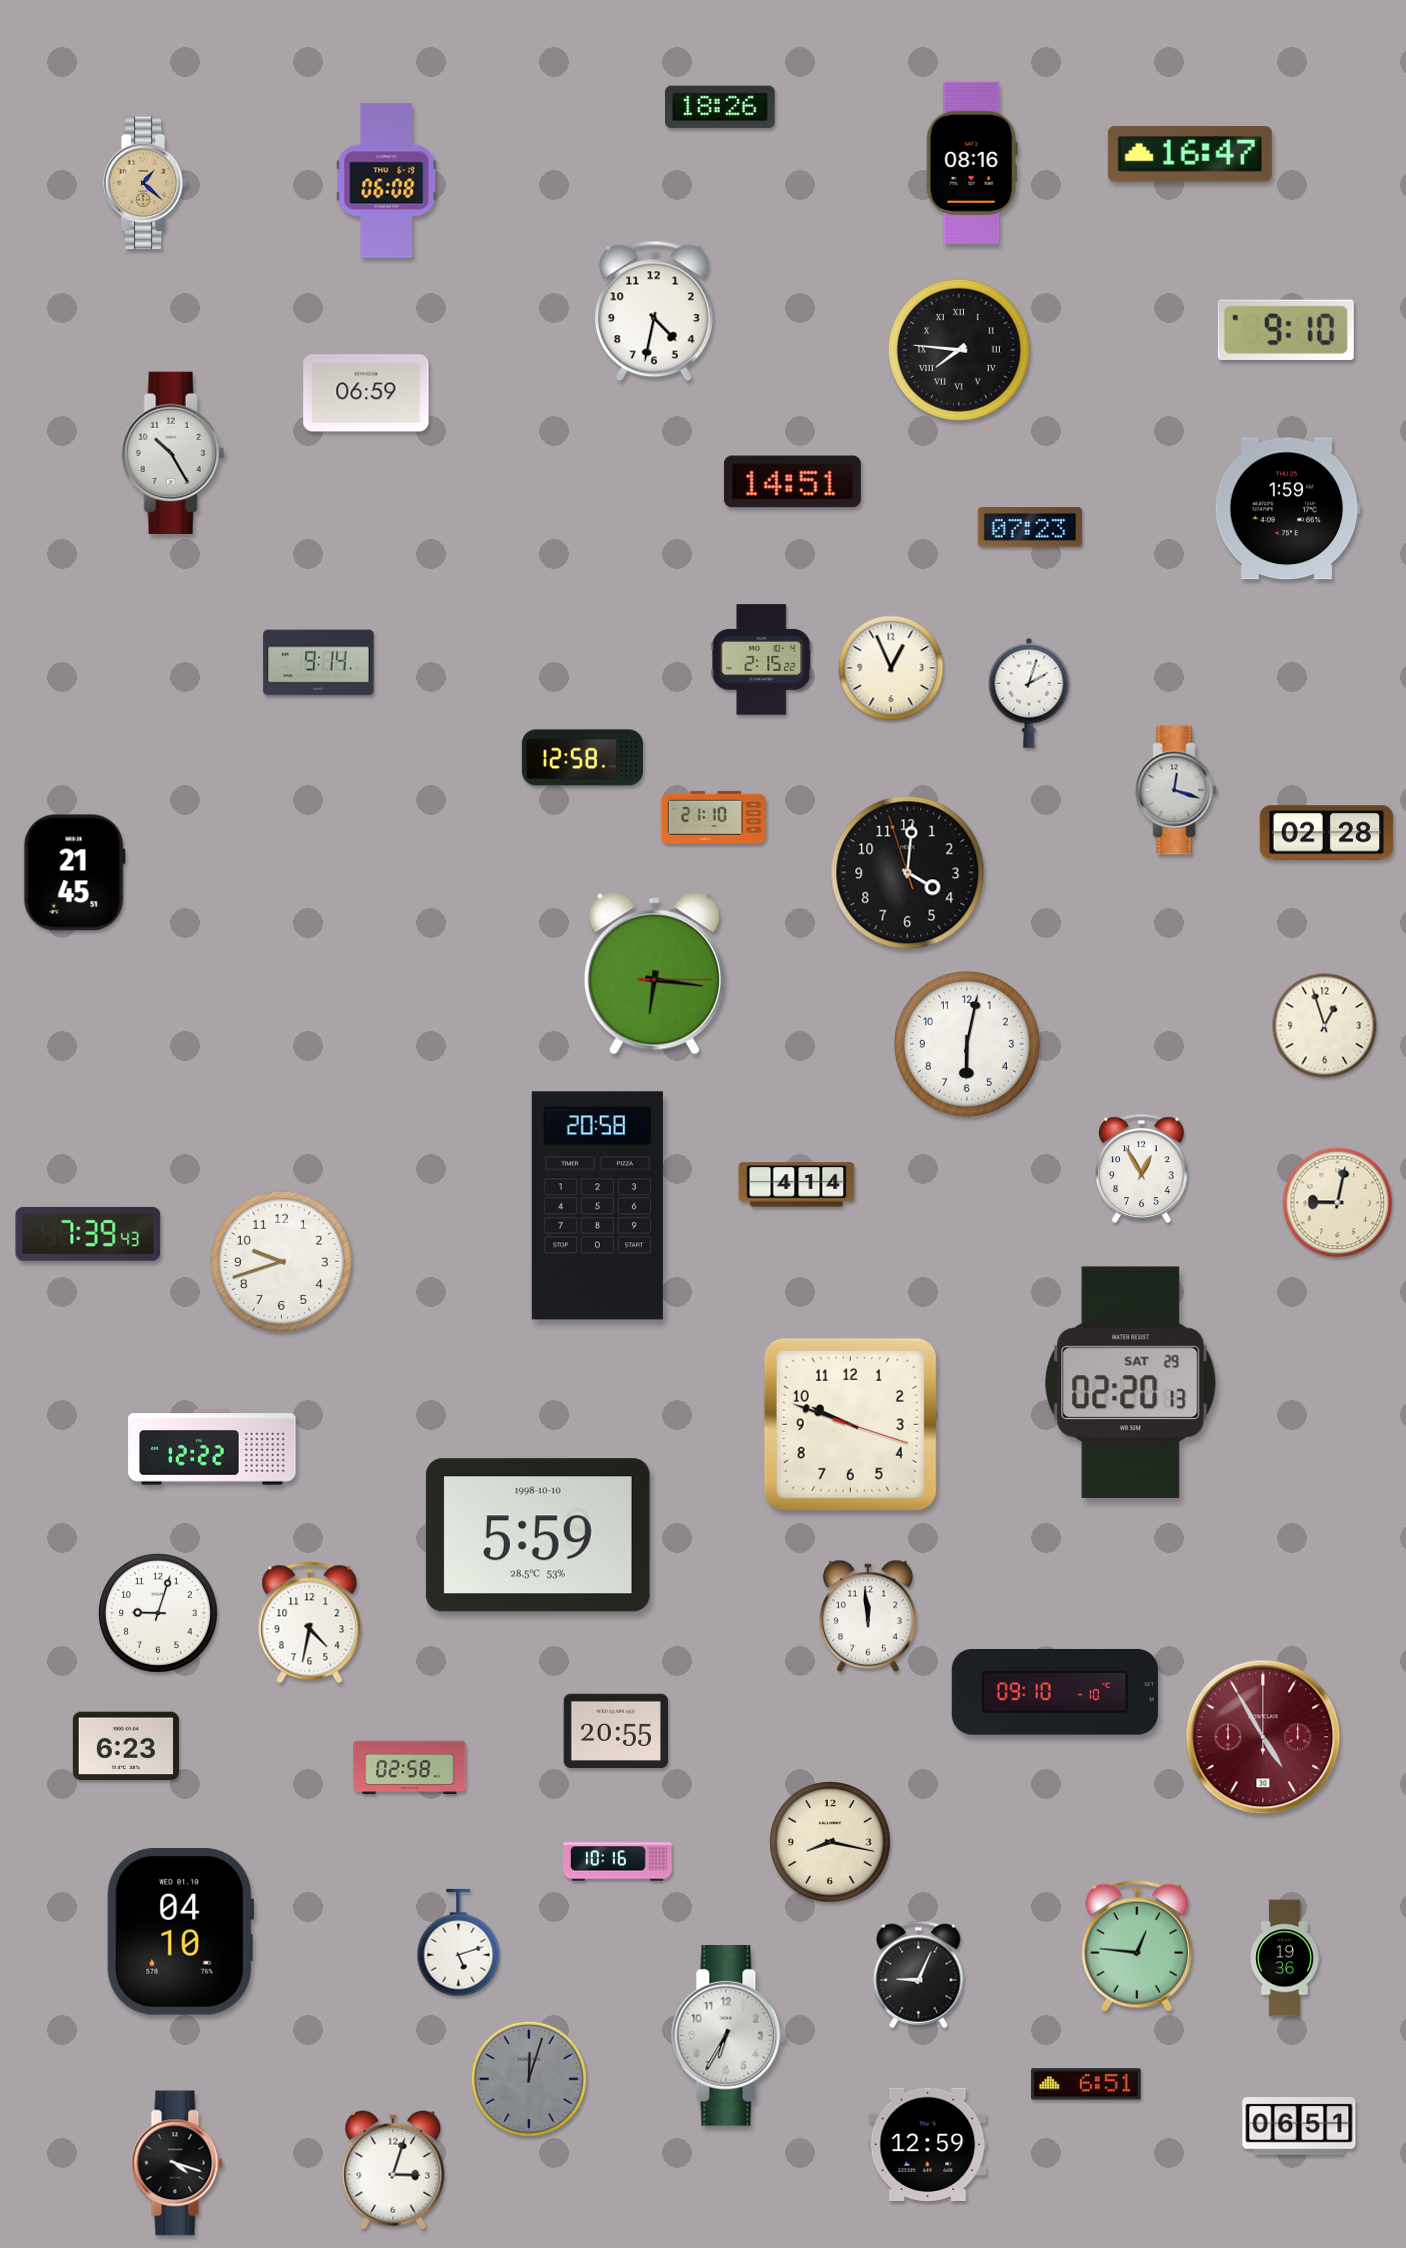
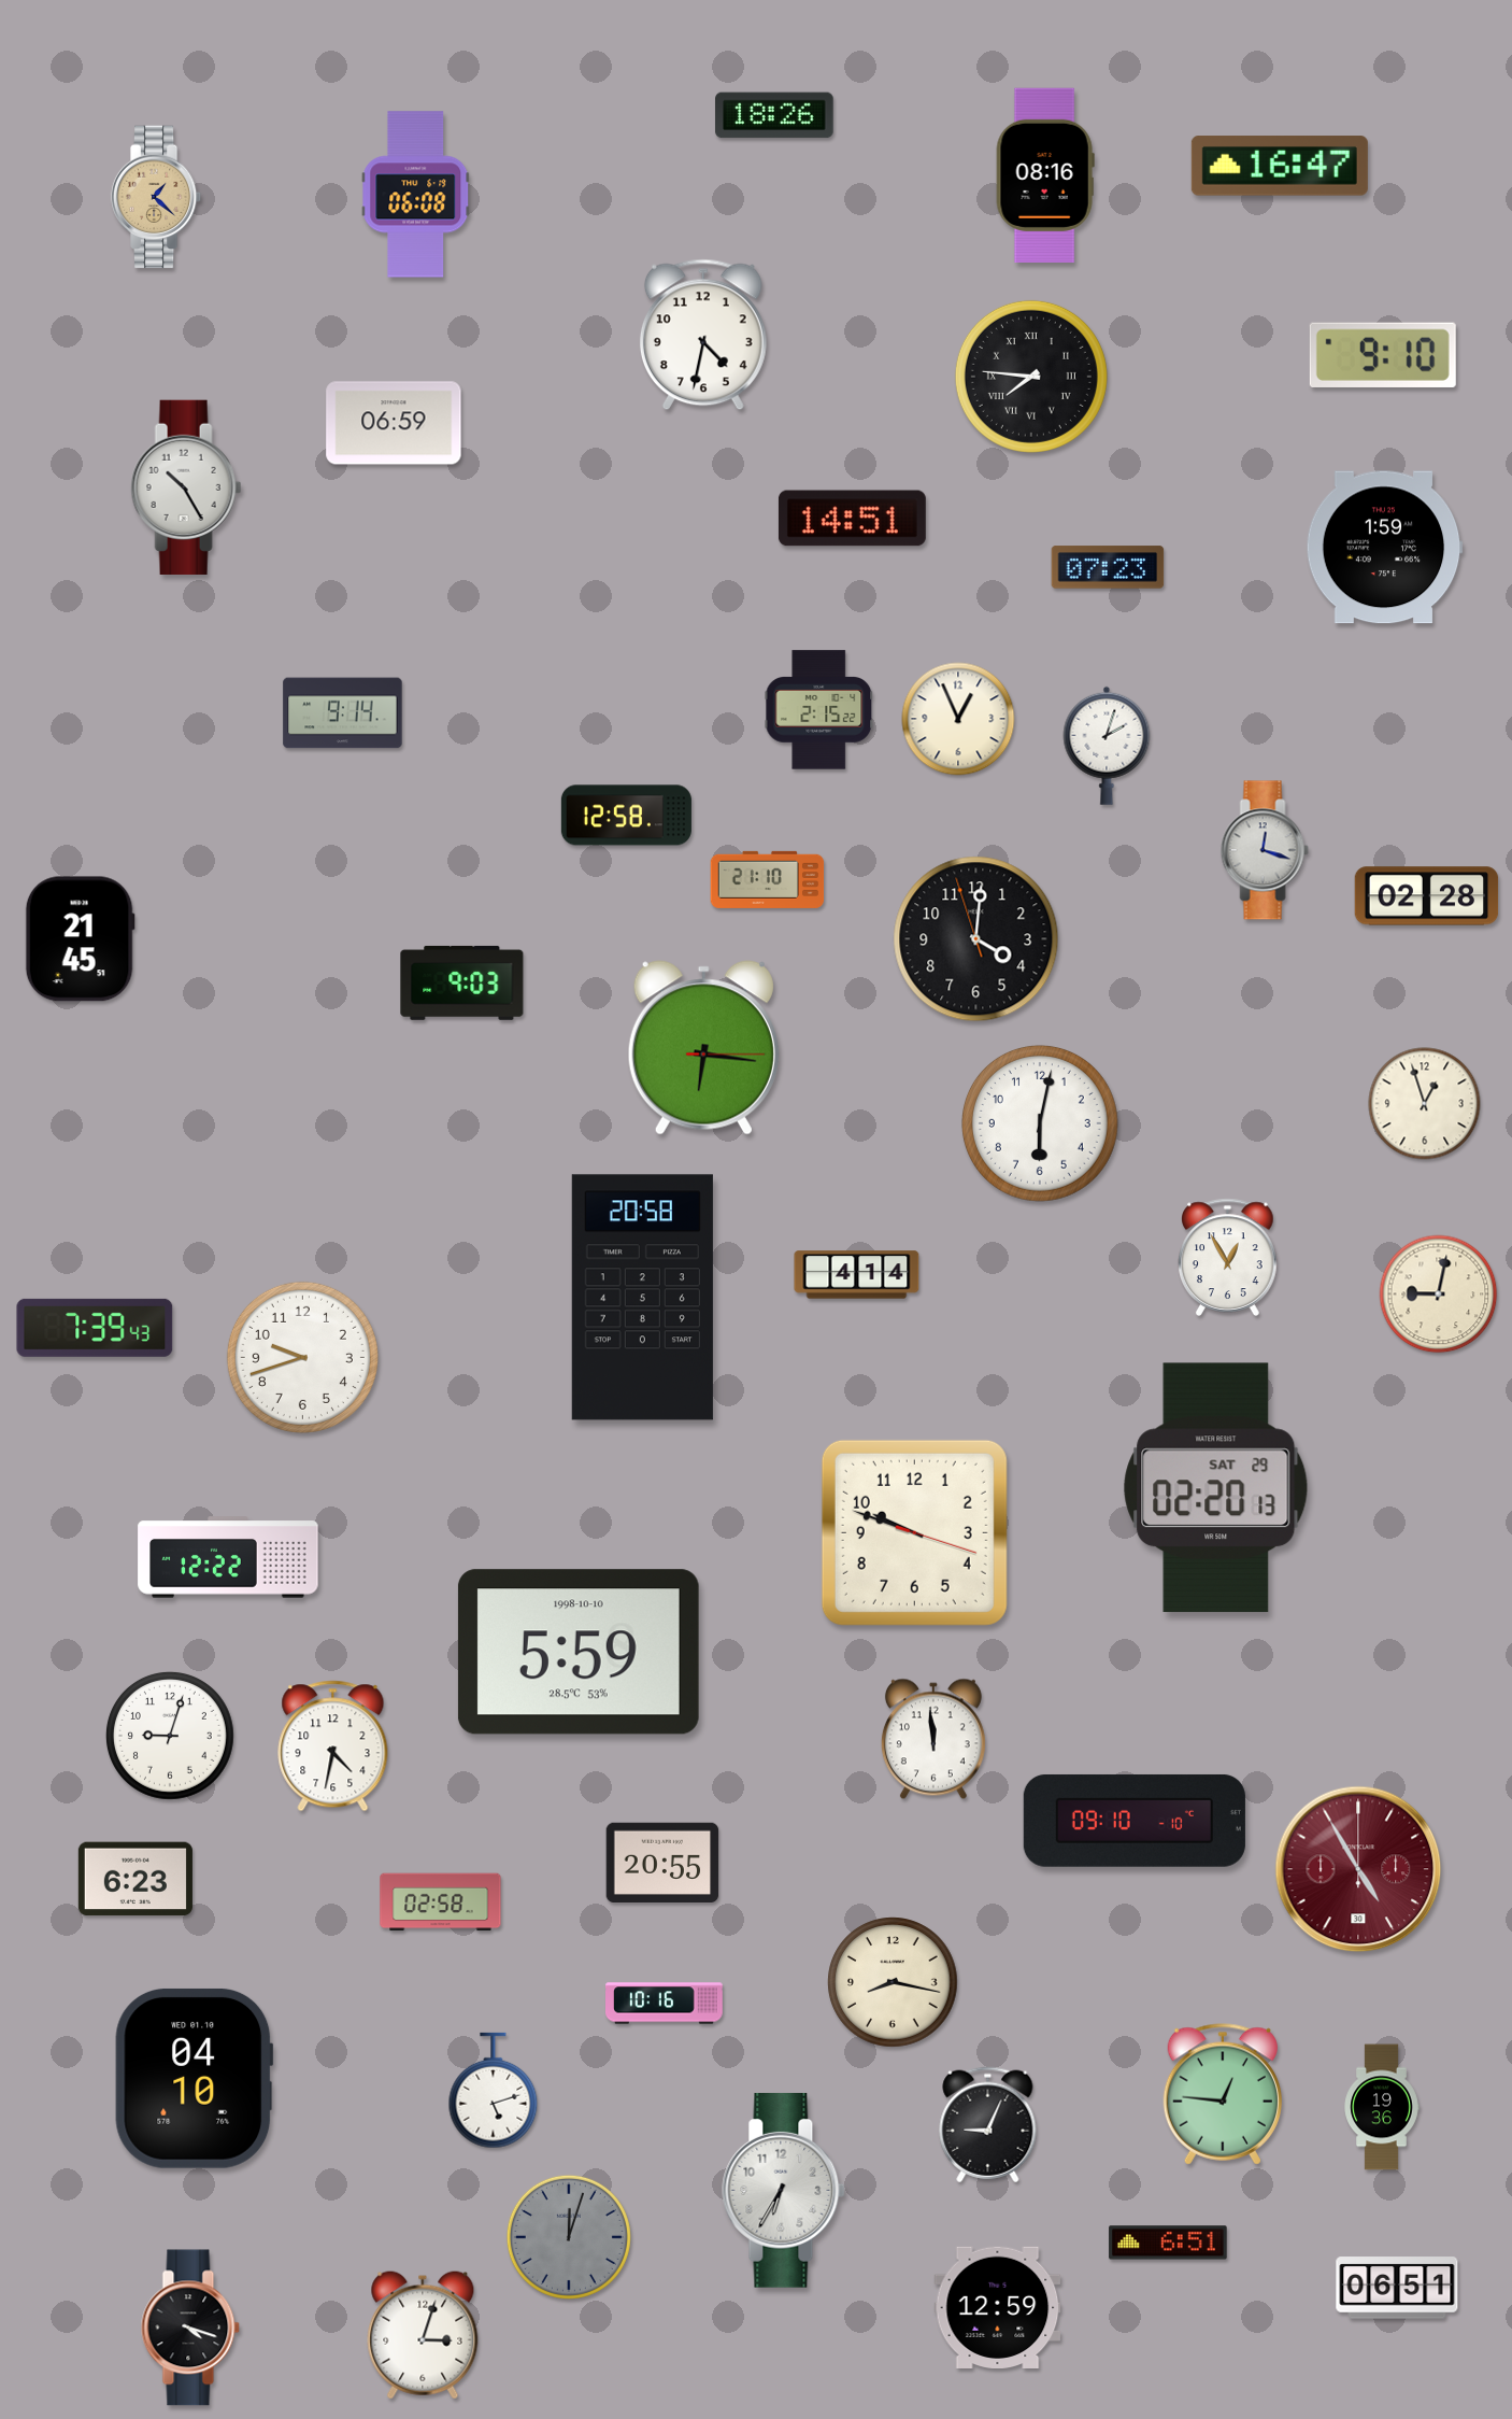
clock at (462, 982): none -> 9:03
